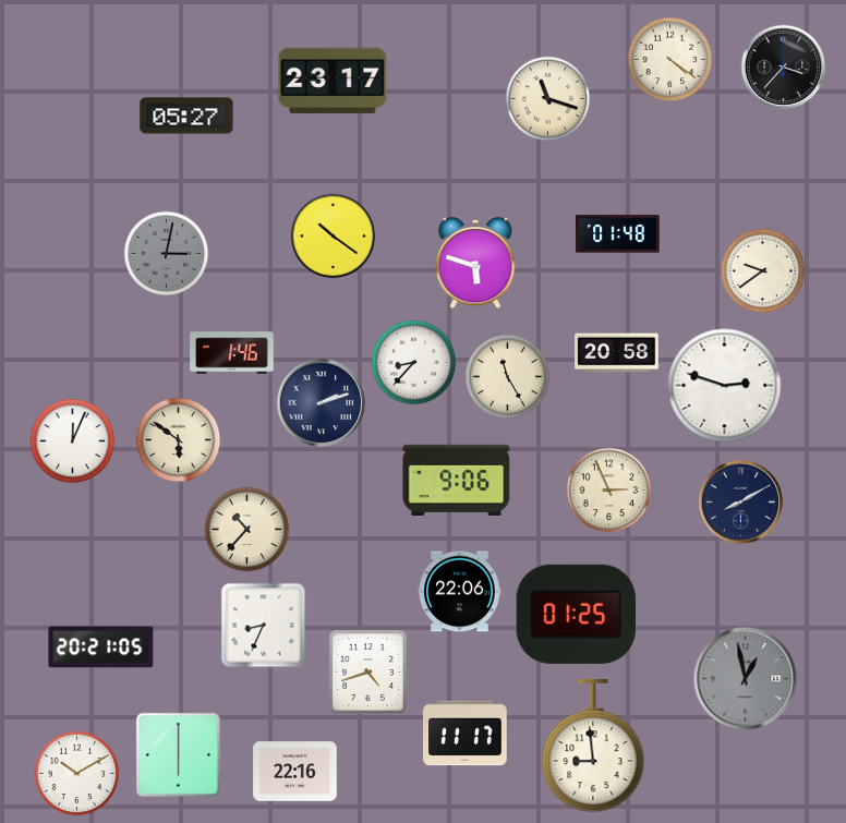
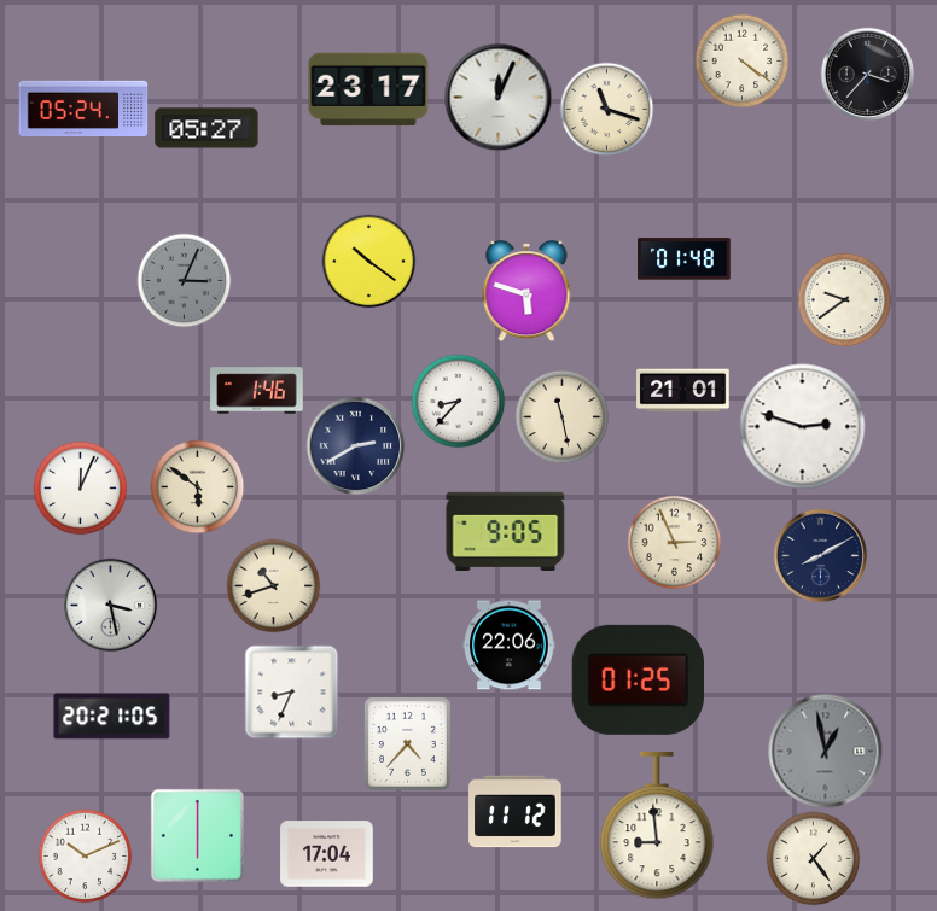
clock at (669, 59) position: (669, 59) -> (741, 60)
clock at (497, 97): none -> 12:04
clock at (83, 109): none -> 05:24
clock at (166, 253): 3:02 -> 3:04
clock at (617, 353): 20:58 -> 21:01
clock at (507, 376): 11:25 -> 11:28
clock at (321, 402): 2:12 -> 2:40
clock at (457, 480): 9:06 -> 9:05
clock at (246, 529): 10:37 -> 10:42
clock at (110, 605): none -> 3:28
clock at (460, 592) position: (460, 592) -> (510, 646)
clock at (367, 671): 4:42 -> 4:37
clock at (466, 734): 11:17 -> 11:12
clock at (295, 772): 22:16 -> 17:04
clock at (76, 773): 10:10 -> 10:11
clock at (813, 858): none -> 1:24
